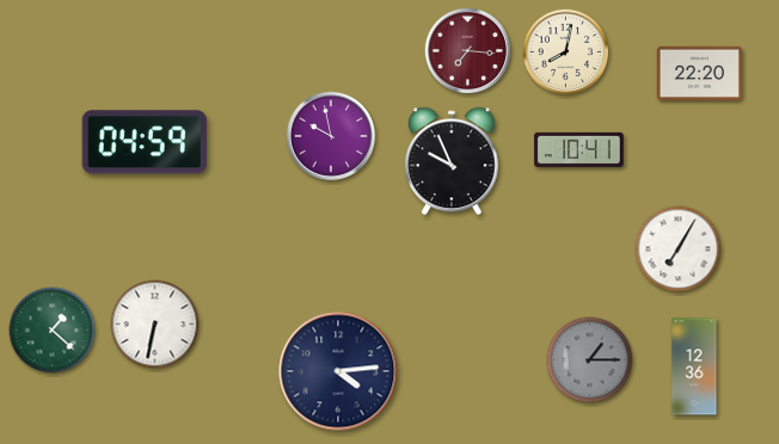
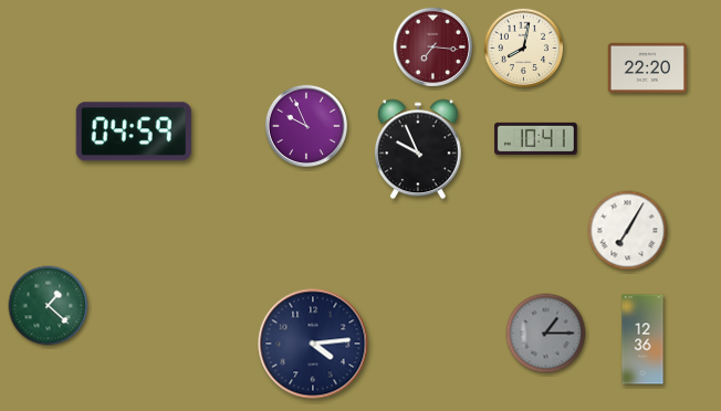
clock at (331, 136): 9:58 -> 9:56
clock at (155, 325): 6:32 -> none
